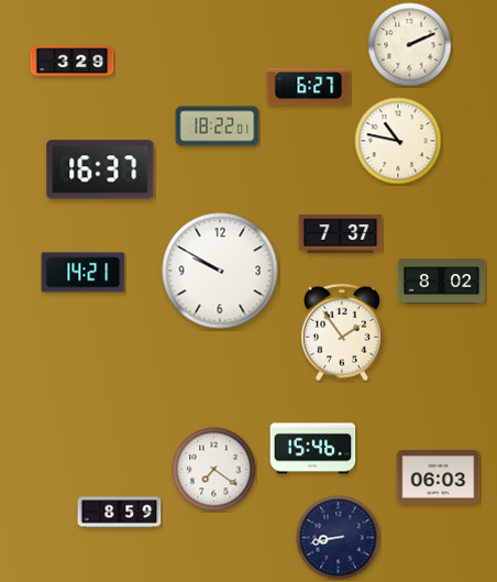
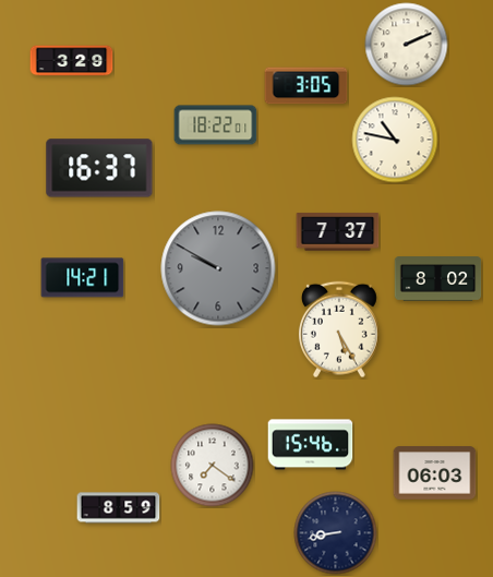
clock at (309, 87): 6:27 -> 3:05
clock at (220, 271) dial: white -> grey
clock at (84, 273) position: (84, 273) -> (83, 278)
clock at (342, 332): 1:54 -> 5:25
